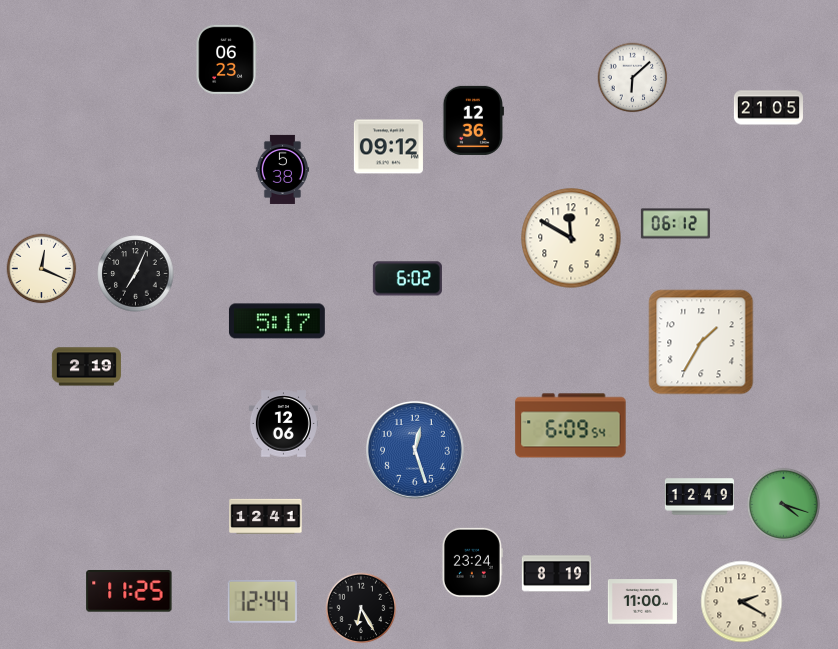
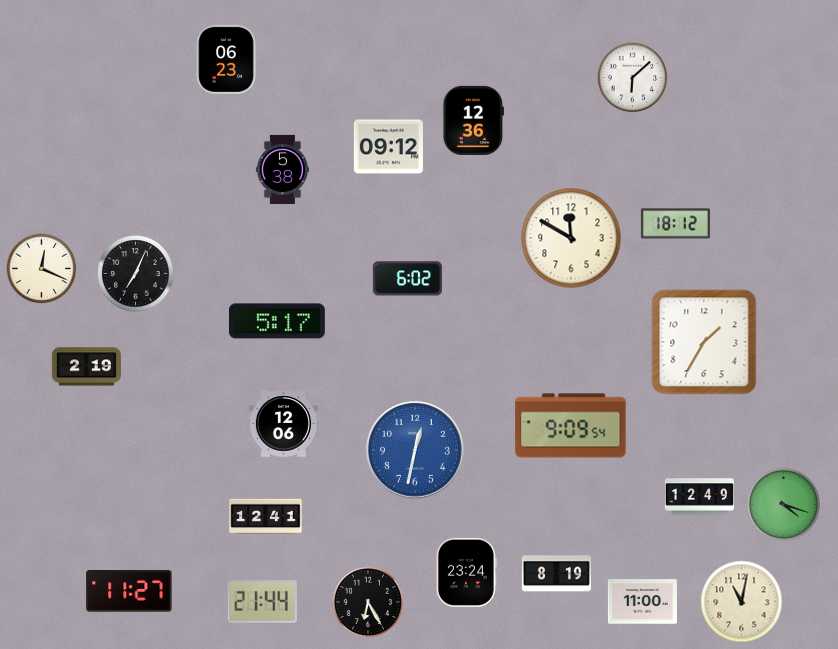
clock at (768, 108): 21:05 -> none
clock at (675, 224): 06:12 -> 18:12
clock at (701, 342) position: (701, 342) -> (704, 342)
clock at (571, 426): 6:09 -> 9:09
clock at (415, 450): 12:27 -> 12:32
clock at (472, 562) position: (472, 562) -> (466, 572)
clock at (129, 591): 11:25 -> 11:27
clock at (262, 601): 12:44 -> 21:44
clock at (742, 602): 2:20 -> 11:02
clock at (361, 608) position: (361, 608) -> (368, 602)
